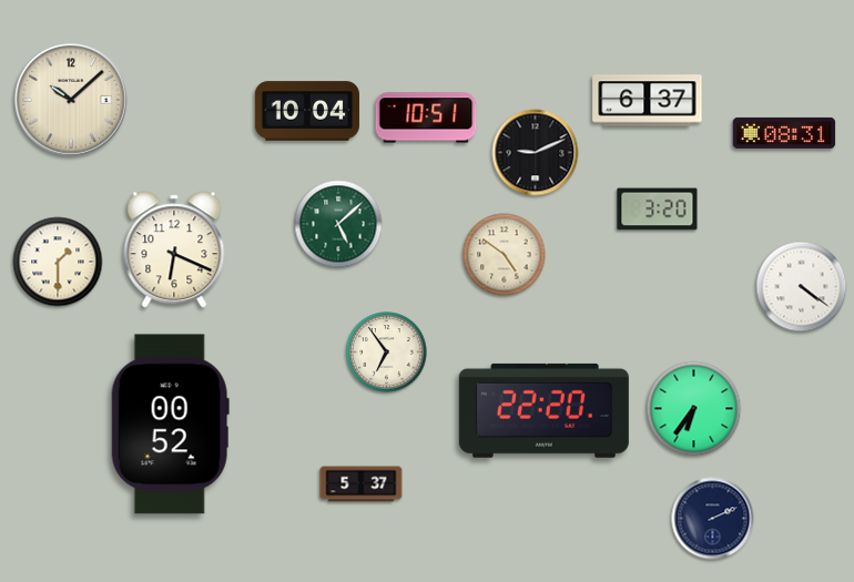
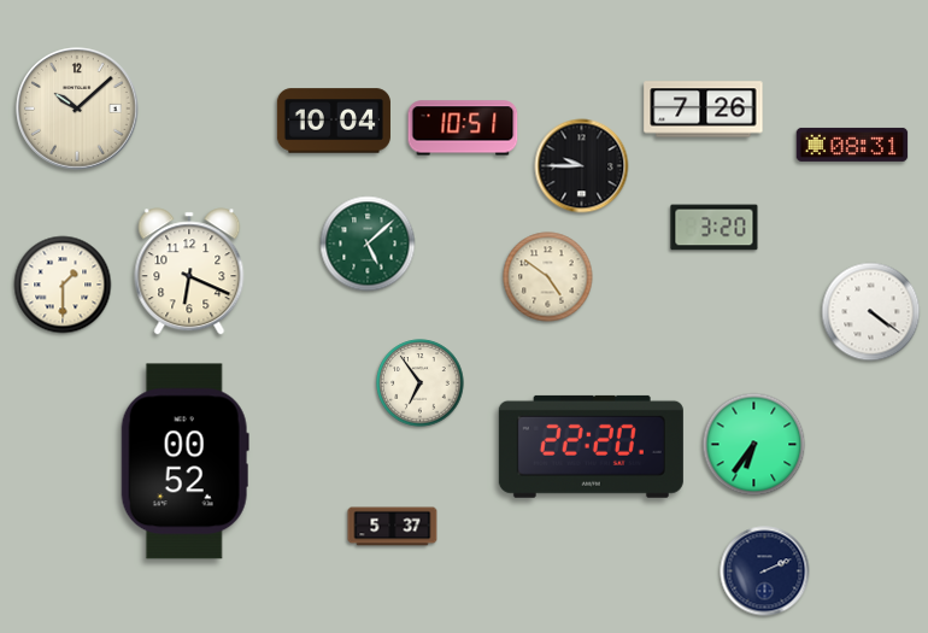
clock at (648, 101): 6:37 -> 7:26
clock at (536, 153): 9:11 -> 9:45
clock at (713, 519) position: (713, 519) -> (765, 572)
